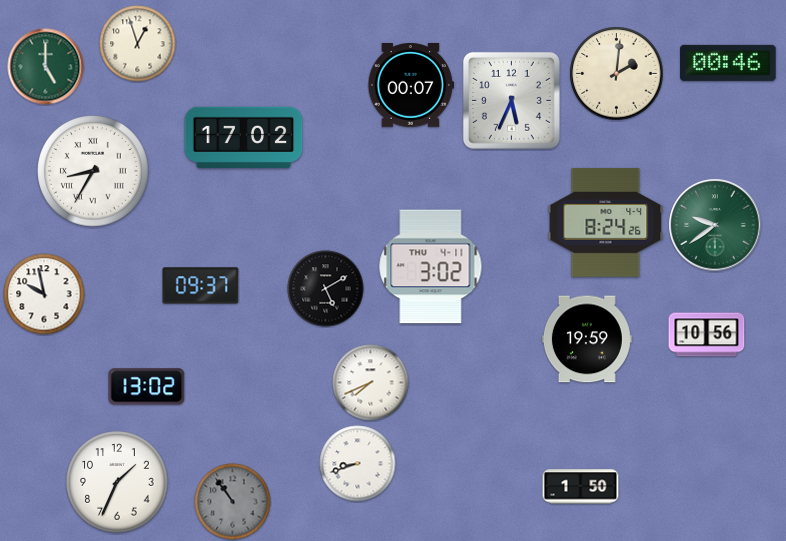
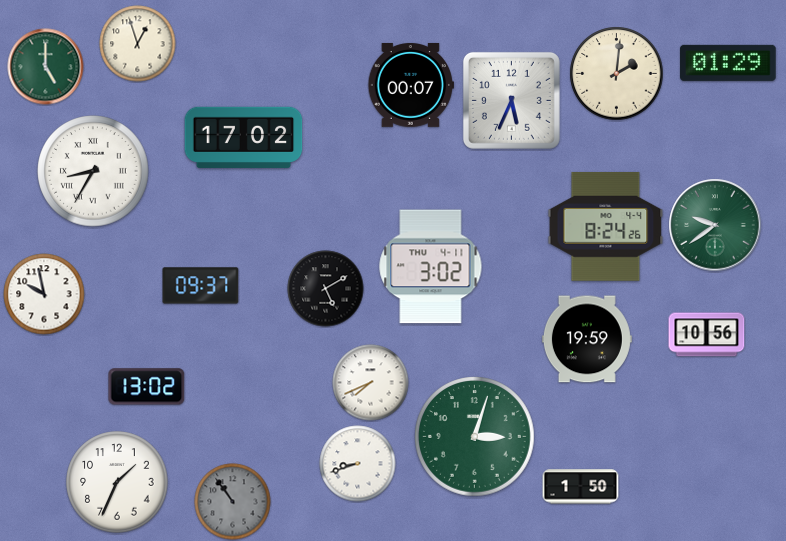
clock at (728, 63): 00:46 -> 01:29
clock at (606, 222) position: (606, 222) -> (606, 226)
clock at (475, 437): none -> 3:03
